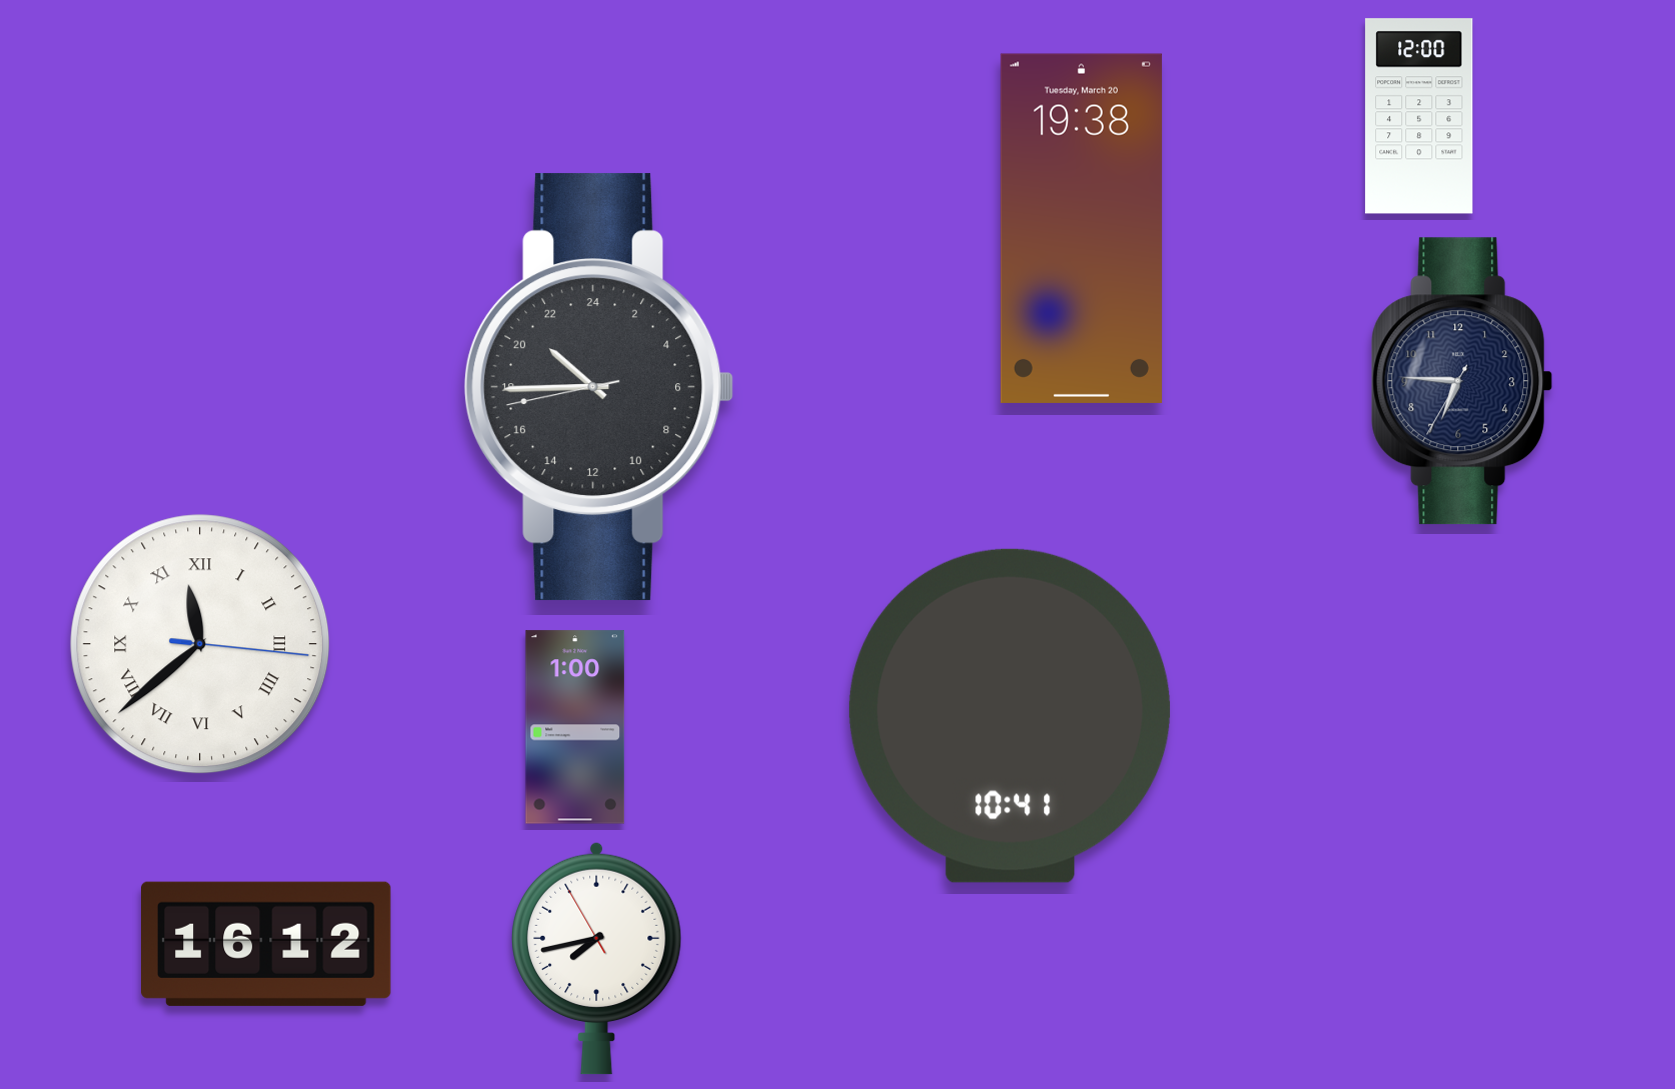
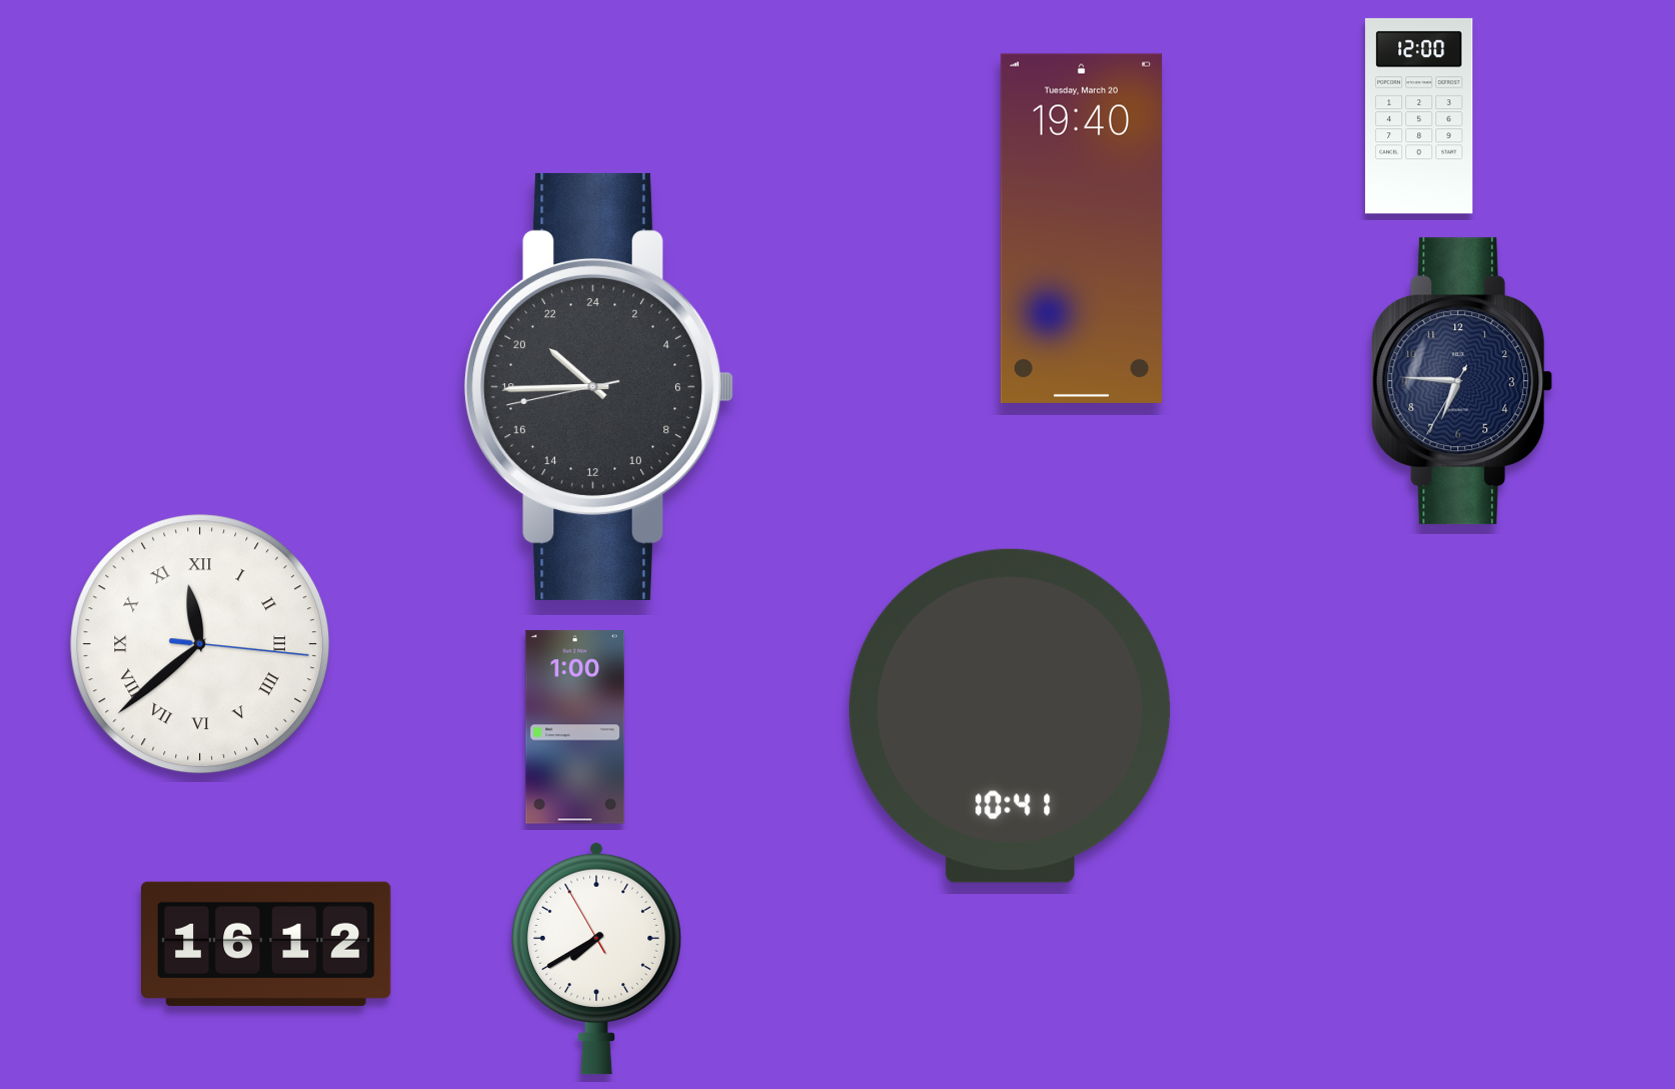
clock at (1081, 228): 19:38 -> 19:40
clock at (597, 958): 7:42 -> 7:39
